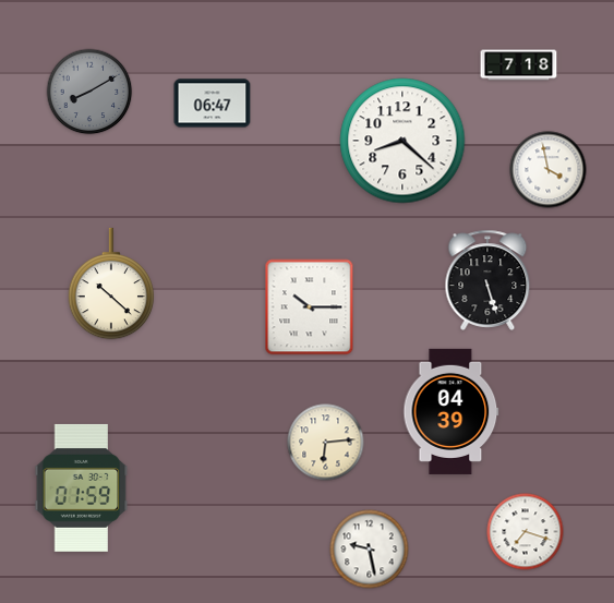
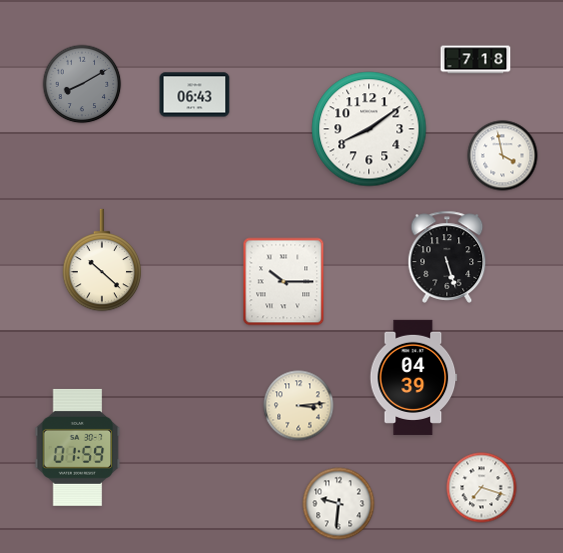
clock at (213, 104): 06:47 -> 06:43
clock at (402, 141): 8:22 -> 8:09
clock at (326, 443): 6:14 -> 3:14
clock at (82, 487) position: (82, 487) -> (78, 447)
clock at (370, 550): 9:28 -> 9:31
